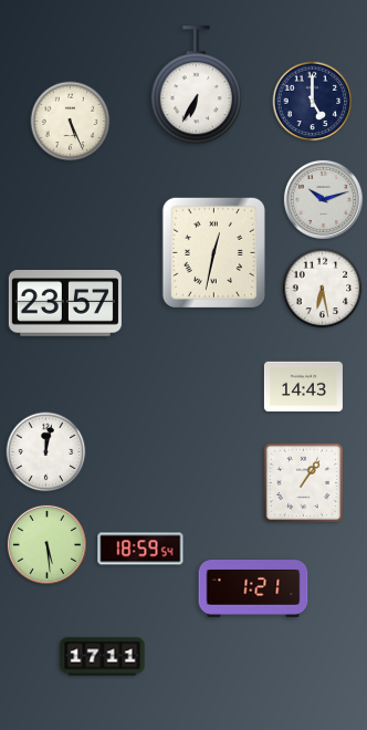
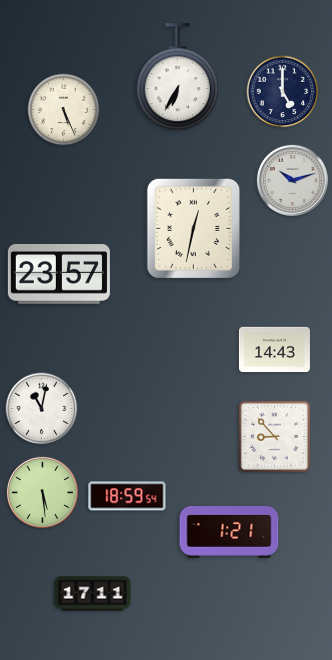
clock at (323, 289): 6:28 -> none
clock at (46, 452): 12:02 -> 11:02
clock at (303, 482): 1:06 -> 8:53
